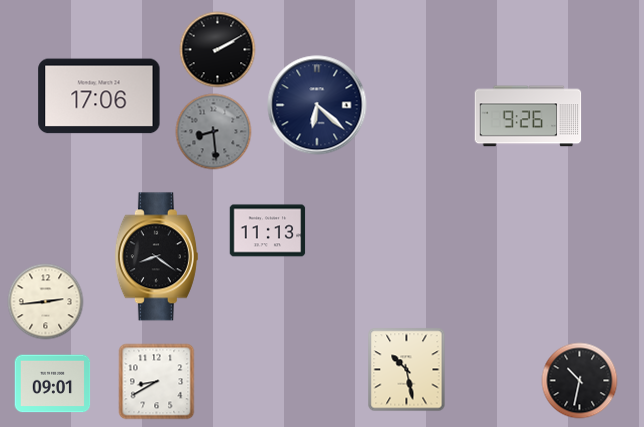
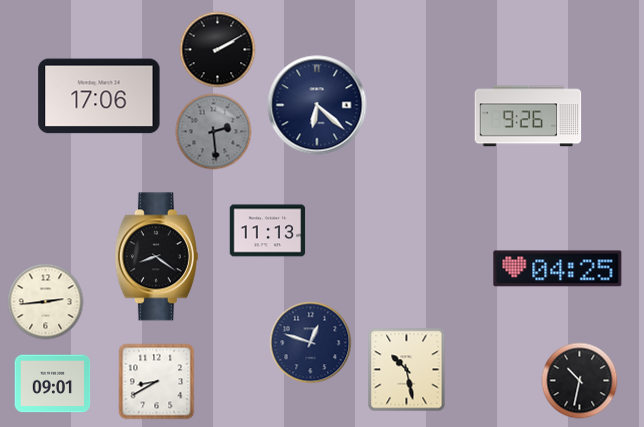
clock at (214, 132): 8:29 -> 2:29
clock at (558, 269): none -> 04:25
clock at (311, 343): none -> 12:48
